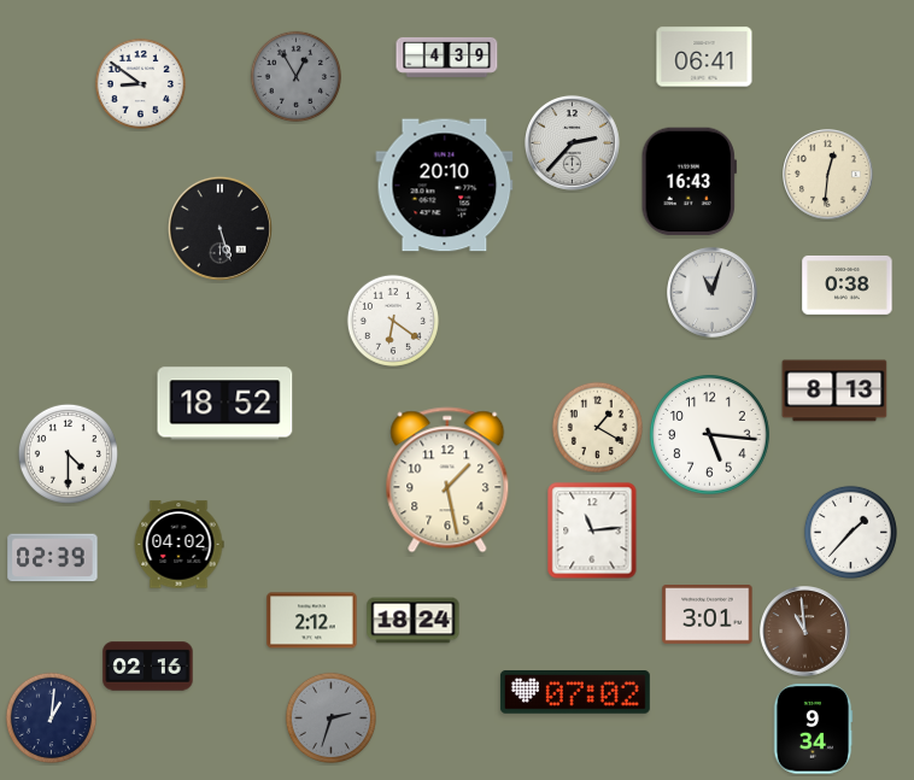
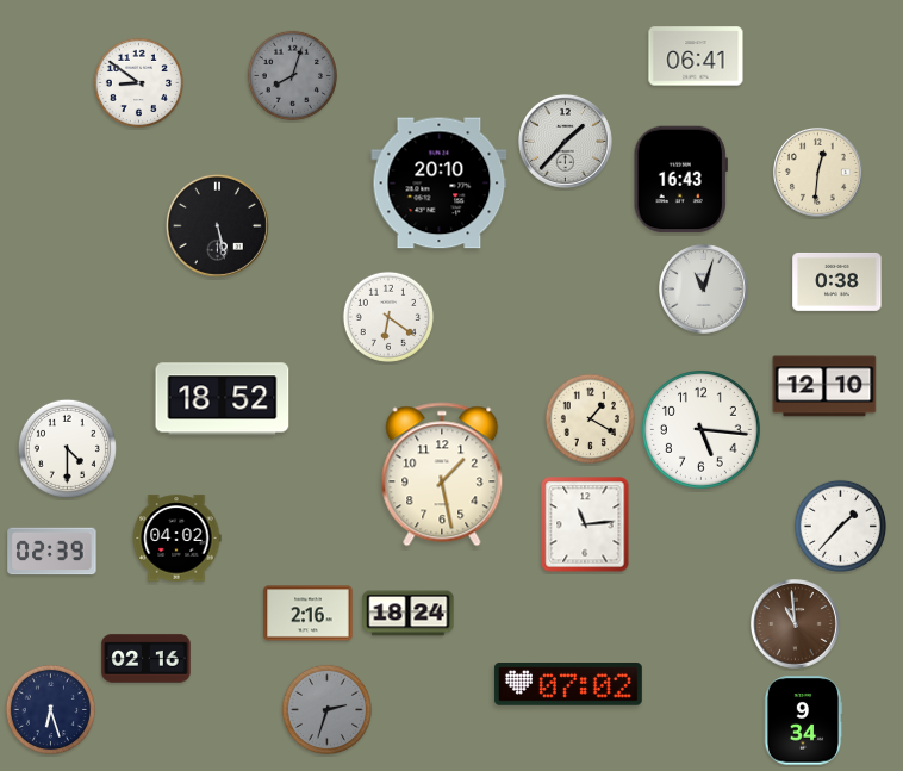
clock at (447, 57): 4:39 -> none
clock at (295, 76): 12:55 -> 8:03
clock at (573, 143): 2:37 -> 1:37
clock at (219, 228): 5:27 -> 5:28
clock at (834, 391): 8:13 -> 12:10
clock at (597, 427) position: (597, 427) -> (590, 418)
clock at (708, 615): 3:01 -> none
clock at (312, 621): 2:12 -> 2:16
clock at (51, 717): 1:01 -> 6:27
